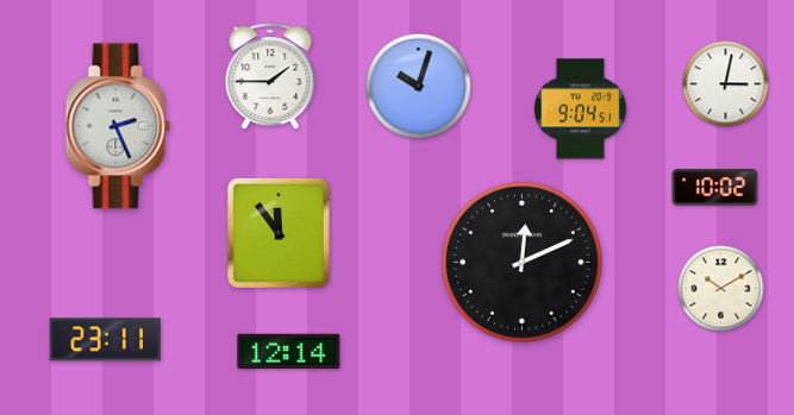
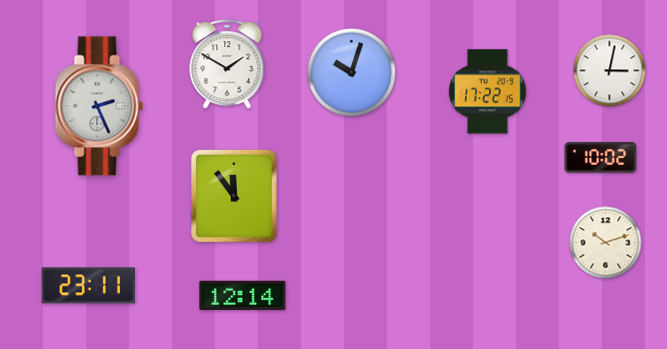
clock at (270, 77): 1:45 -> 1:50
clock at (581, 109): 9:04 -> 17:22
clock at (521, 262): 12:11 -> none
clock at (721, 289): 10:10 -> 10:12
